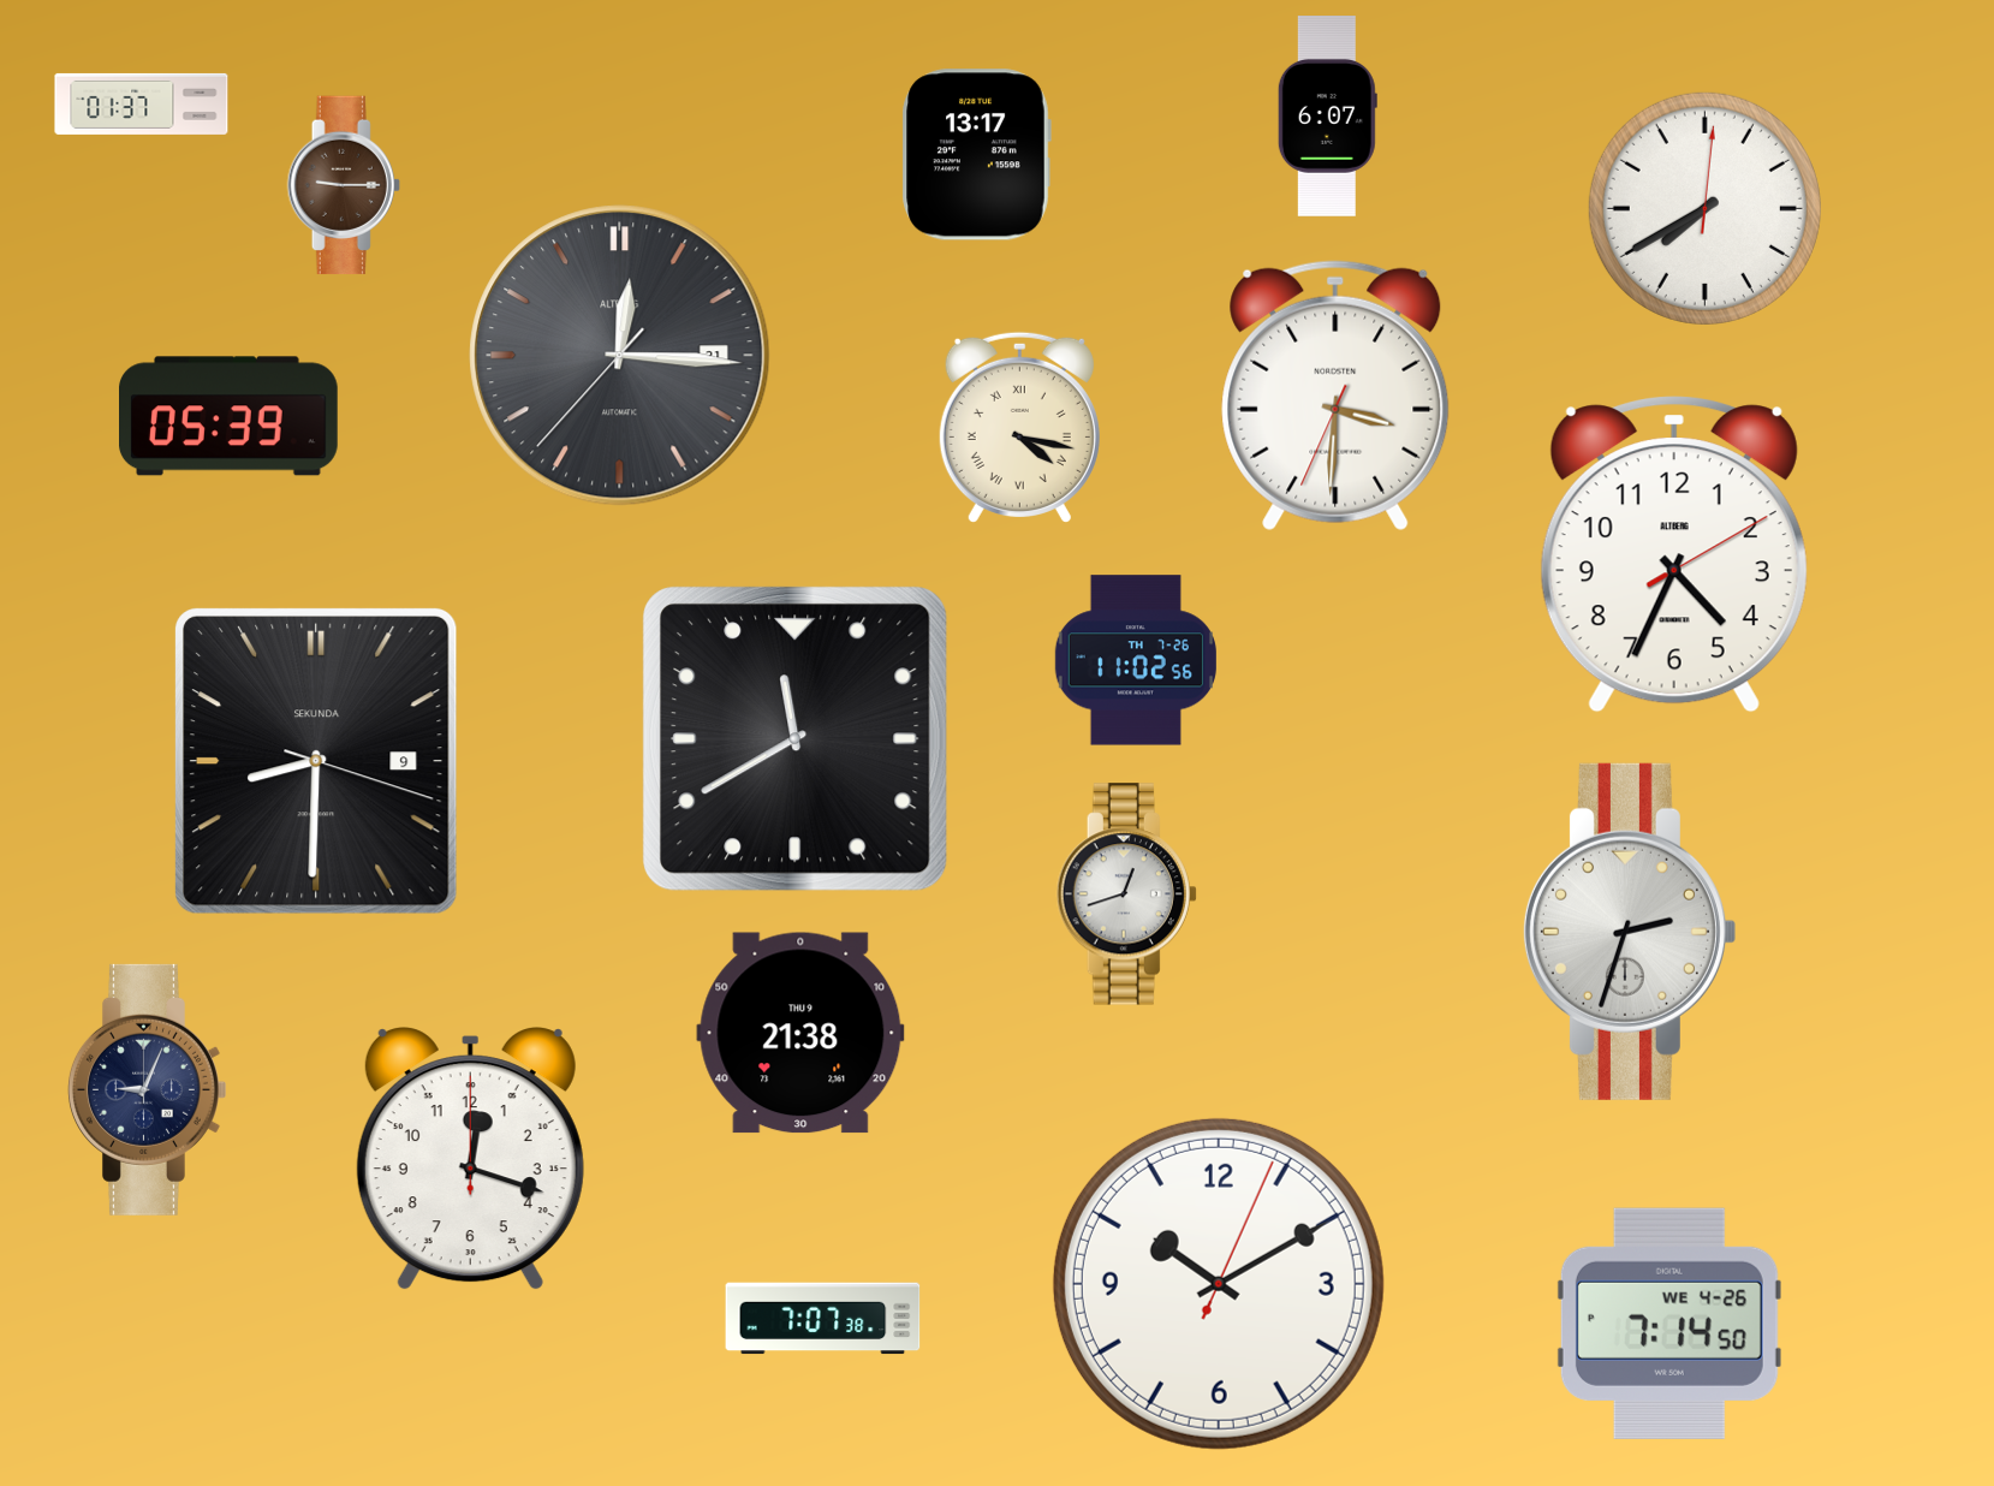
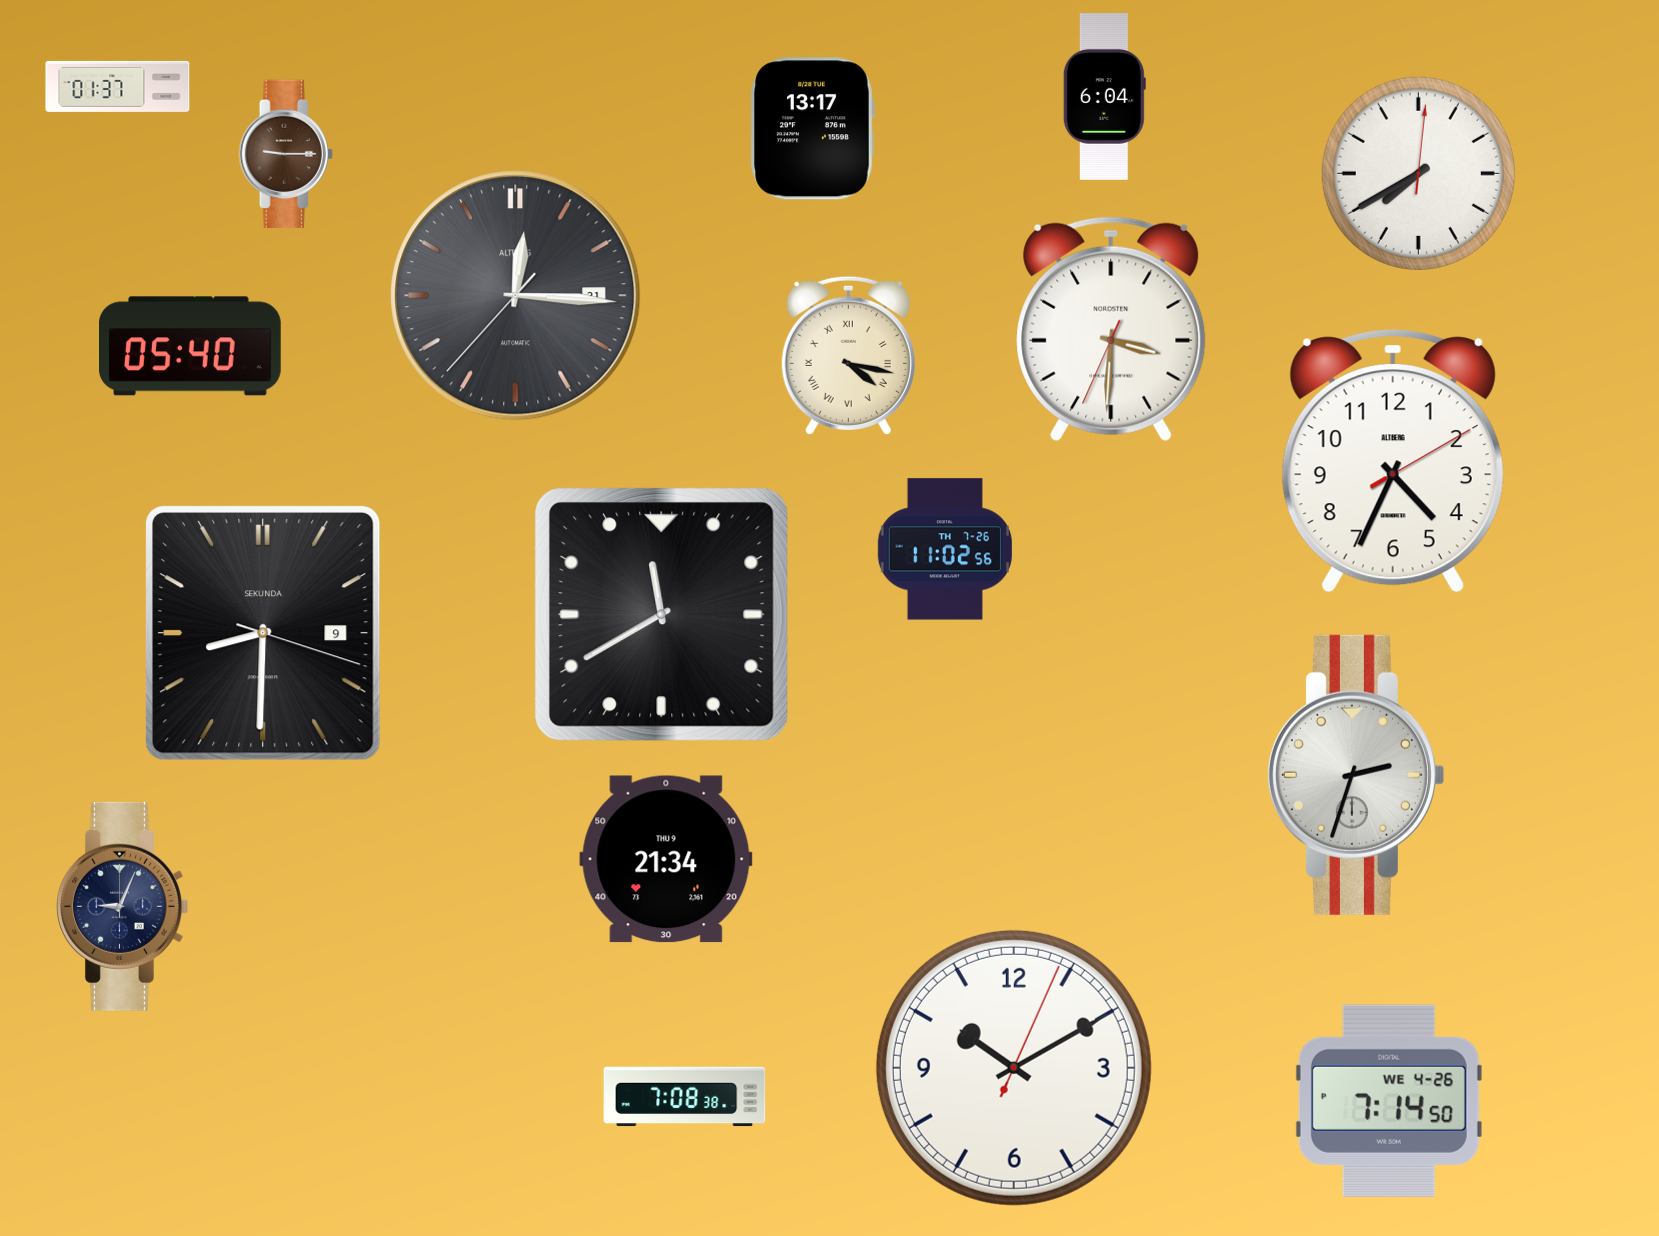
clock at (1327, 117): 6:07 -> 6:04
clock at (230, 416): 05:39 -> 05:40
clock at (1126, 894): 12:42 -> none
clock at (800, 1033): 21:38 -> 21:34
clock at (470, 1159): 12:18 -> none
clock at (823, 1319): 7:07 -> 7:08
